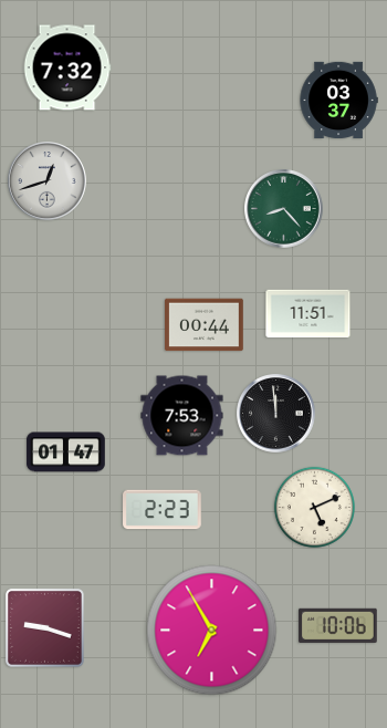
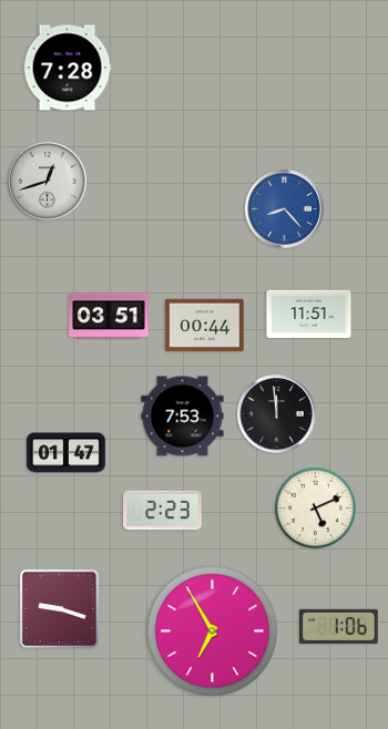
clock at (67, 67): 7:32 -> 7:28
clock at (338, 101): 03:37 -> none
clock at (284, 209) dial: green -> blue
clock at (109, 316): none -> 03:51
clock at (338, 625): 10:06 -> 1:06
clock at (44, 627) position: (44, 627) -> (59, 608)
